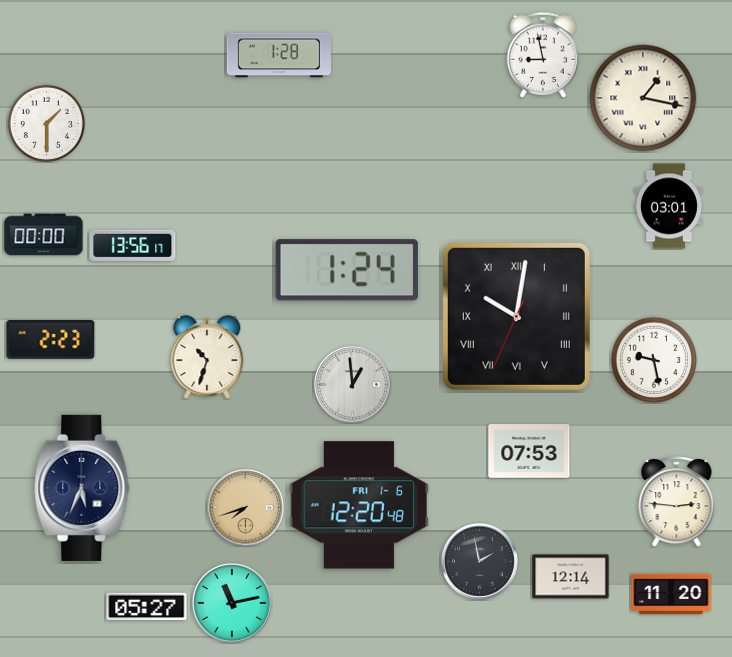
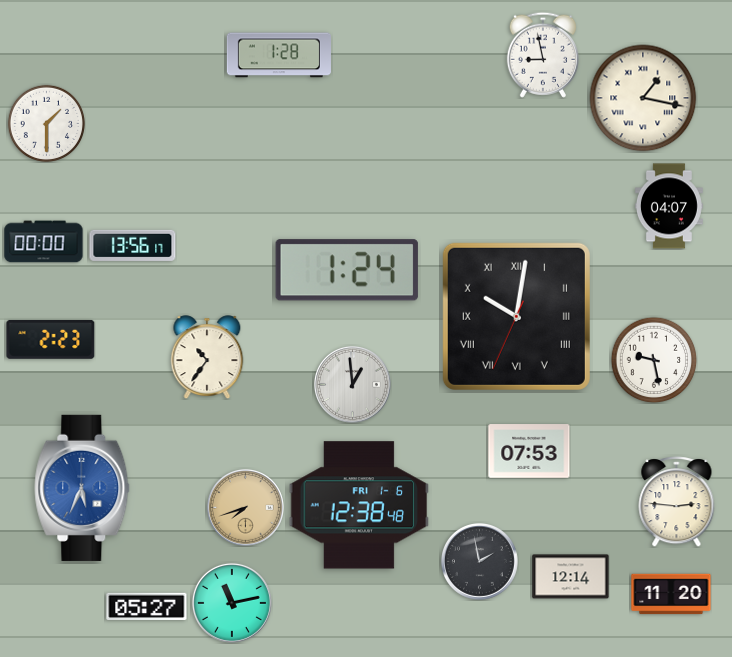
clock at (669, 206): 03:01 -> 04:07
clock at (44, 235) position: (44, 235) -> (44, 242)
clock at (207, 357): 10:33 -> 10:36
clock at (82, 488) dial: navy -> blue
clock at (359, 505): 12:20 -> 12:38
